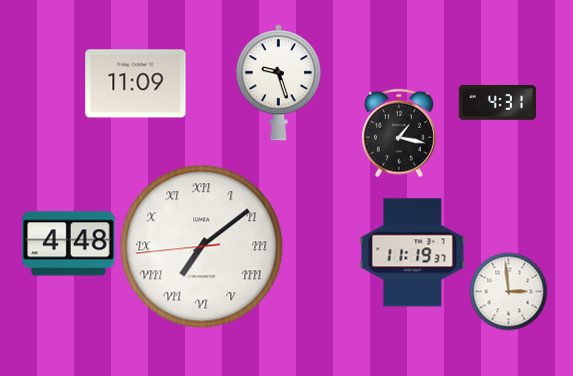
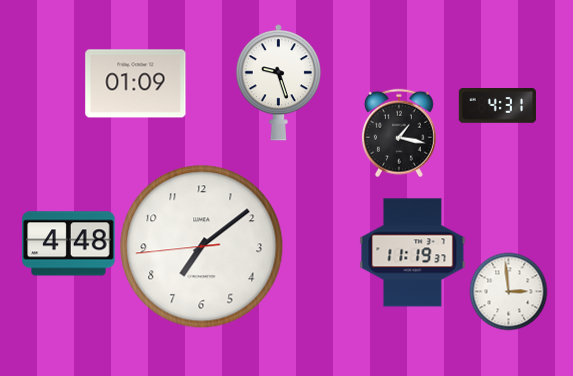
clock at (136, 84): 11:09 -> 01:09
clock at (497, 103) position: (497, 103) -> (497, 106)
clock at (202, 247) numerals: Roman -> Arabic
